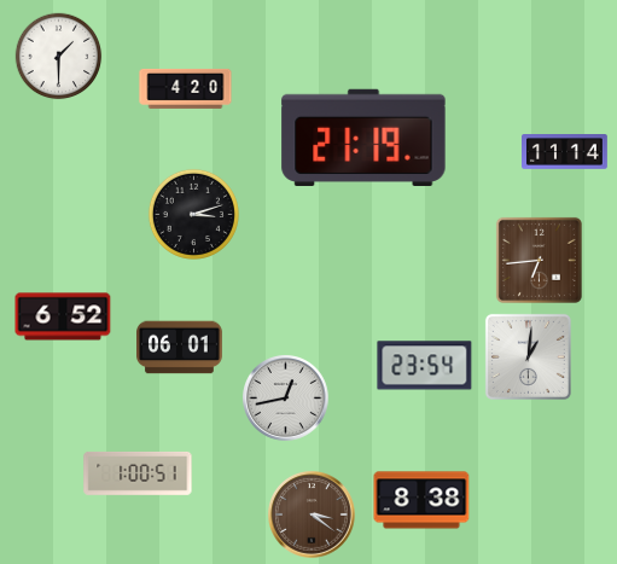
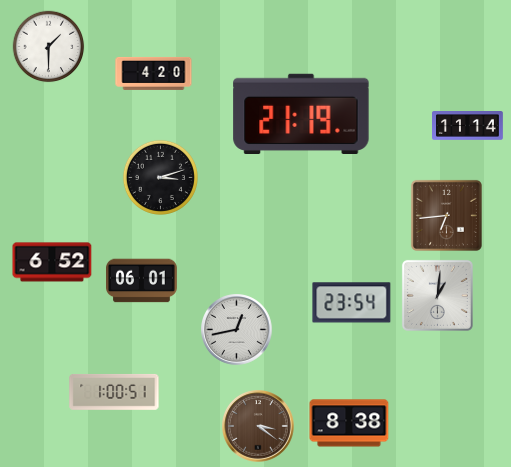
clock at (180, 348) position: (180, 348) -> (142, 281)
clock at (421, 500) position: (421, 500) -> (349, 423)
